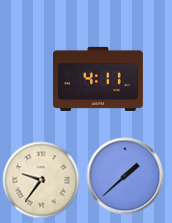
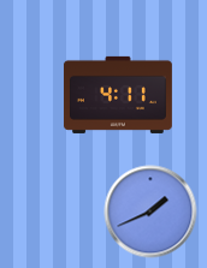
clock at (125, 176): 1:38 -> 1:41
clock at (41, 180): 9:36 -> none
